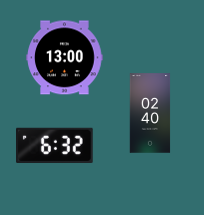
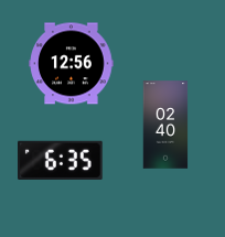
clock at (65, 58): 13:00 -> 12:56
clock at (55, 145): 6:32 -> 6:35
